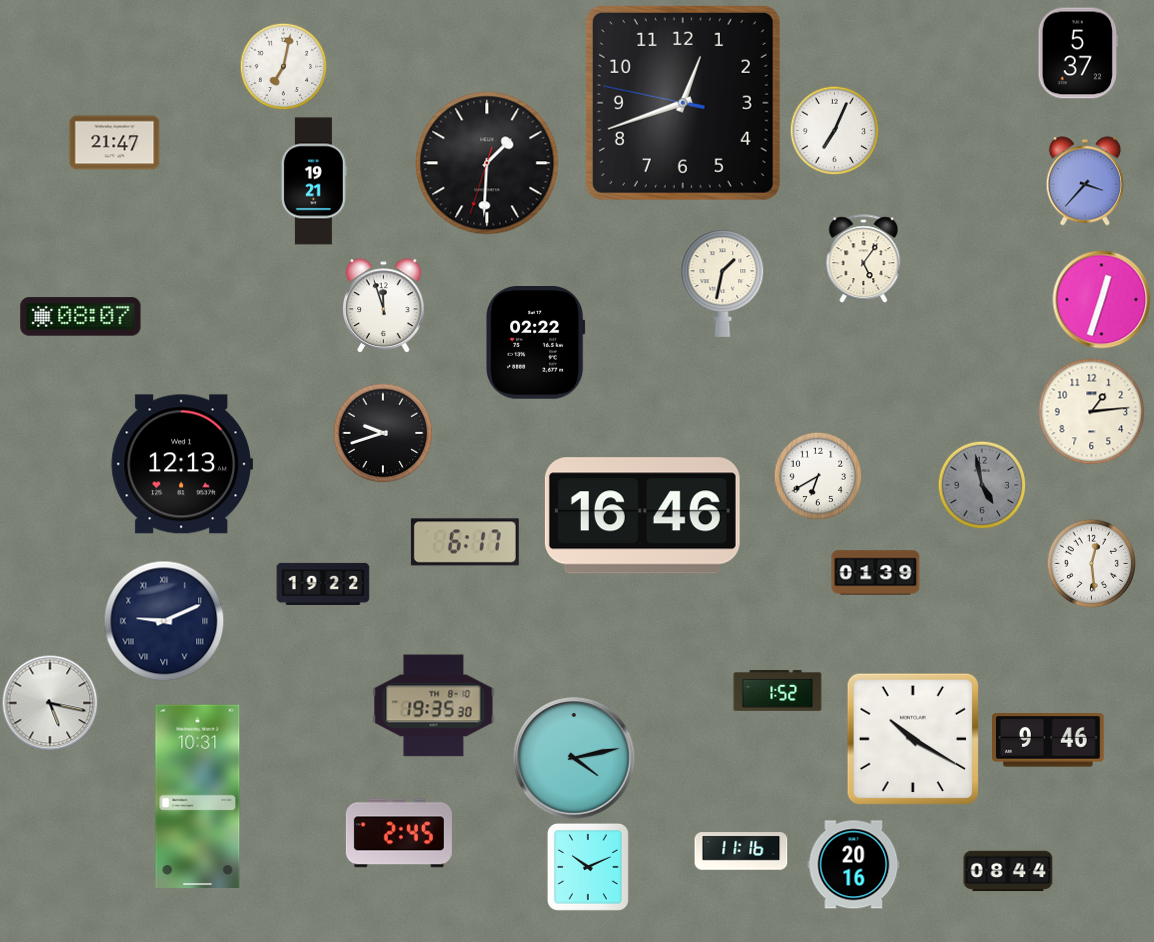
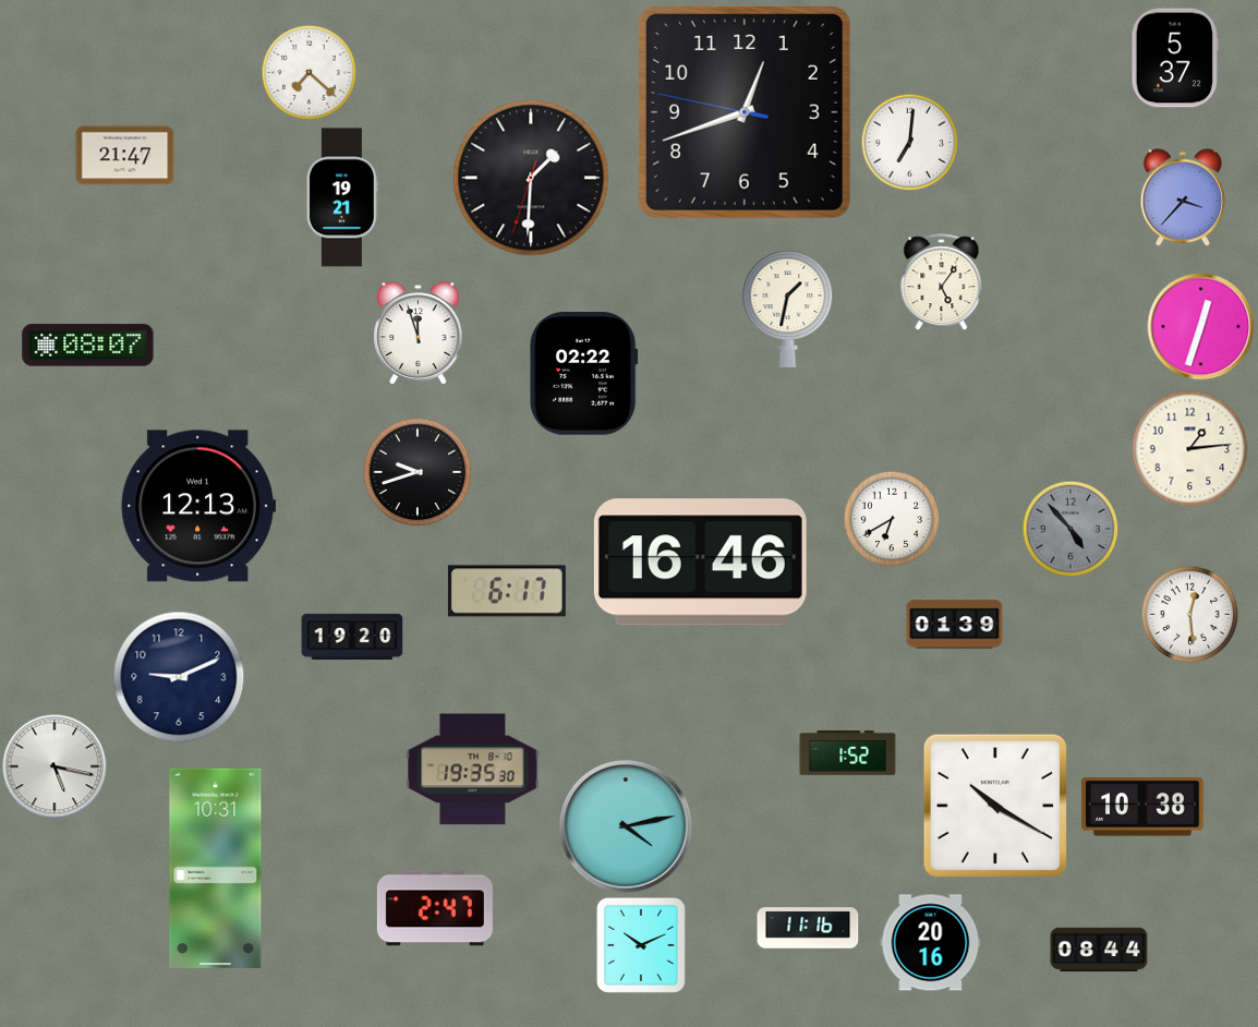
clock at (283, 66): 7:02 -> 7:22
clock at (834, 130): 7:04 -> 7:01
clock at (982, 485): 4:58 -> 4:53
clock at (323, 584): 19:22 -> 19:20
clock at (164, 621) numerals: Roman -> Arabic
clock at (1049, 740): 9:46 -> 10:38
clock at (399, 833): 2:45 -> 2:47
